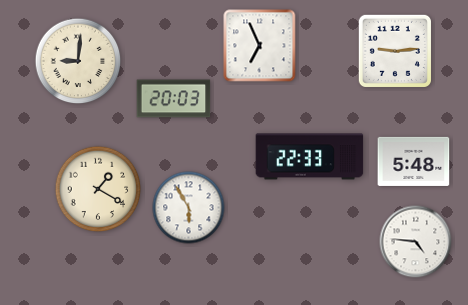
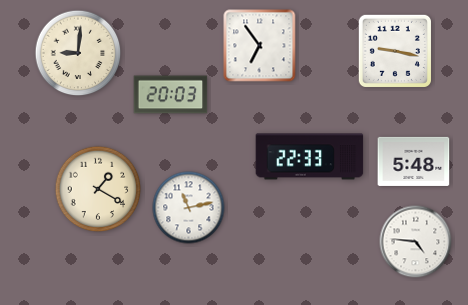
clock at (260, 46): 6:56 -> 6:54
clock at (395, 51): 9:14 -> 9:17
clock at (78, 61) position: (78, 61) -> (78, 53)
clock at (174, 99) position: (174, 99) -> (171, 95)
clock at (189, 208): 5:55 -> 11:13
